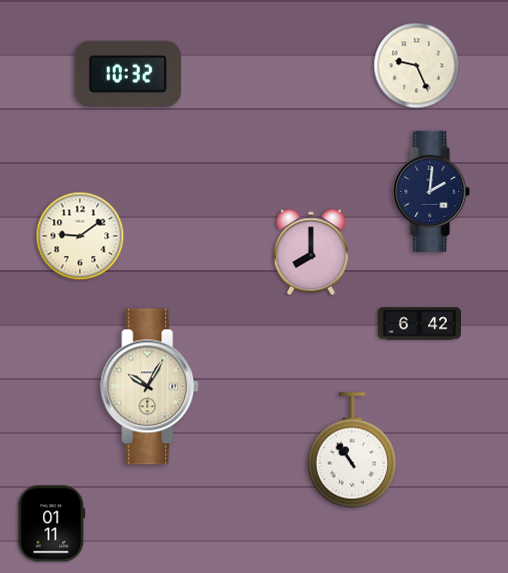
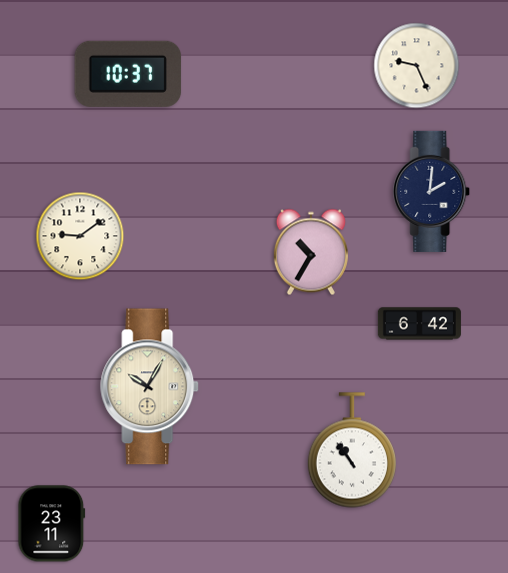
clock at (128, 74): 10:32 -> 10:37
clock at (311, 252): 8:00 -> 10:35
clock at (52, 524): 01:11 -> 23:11
